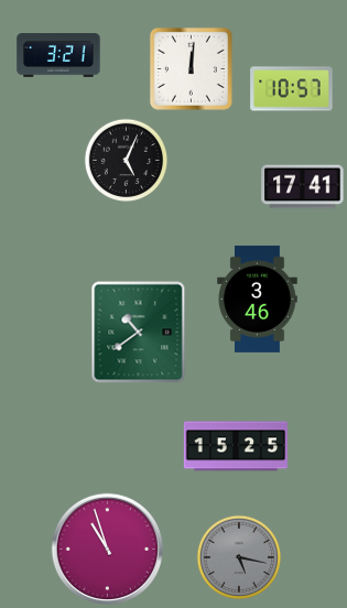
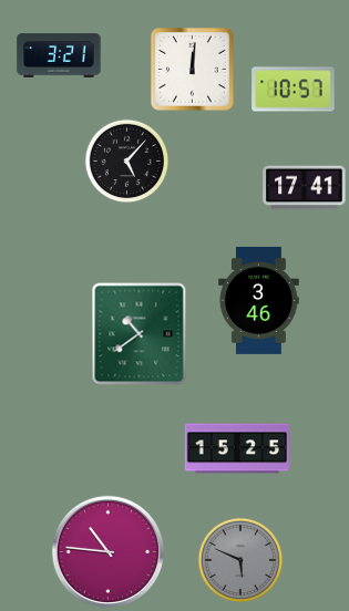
clock at (127, 161): 5:04 -> 5:07
clock at (107, 549): 10:57 -> 10:46
clock at (239, 557): 5:17 -> 5:49
